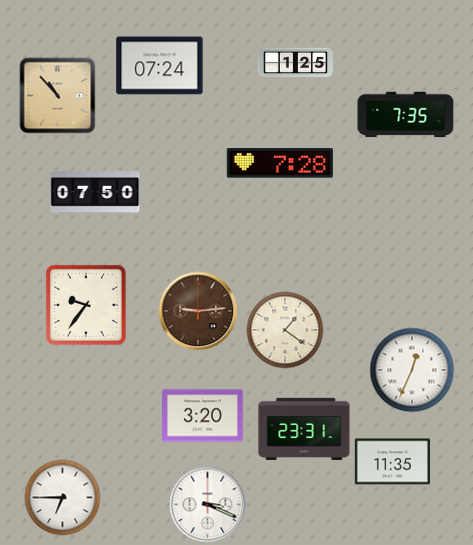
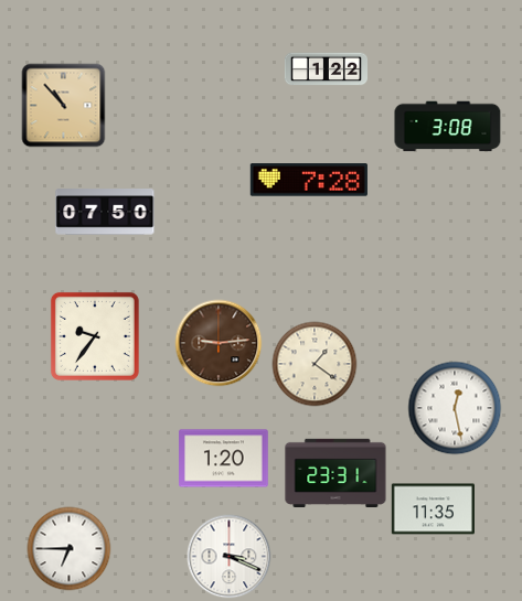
clock at (295, 63): 1:25 -> 1:22
clock at (160, 66): 07:24 -> none
clock at (406, 115): 7:35 -> 3:08
clock at (412, 370): 12:34 -> 12:28
clock at (203, 416): 3:20 -> 1:20
